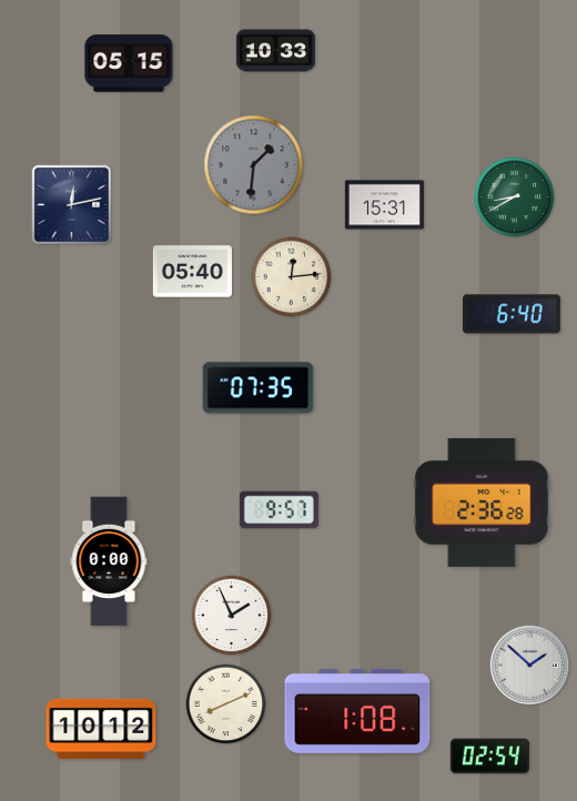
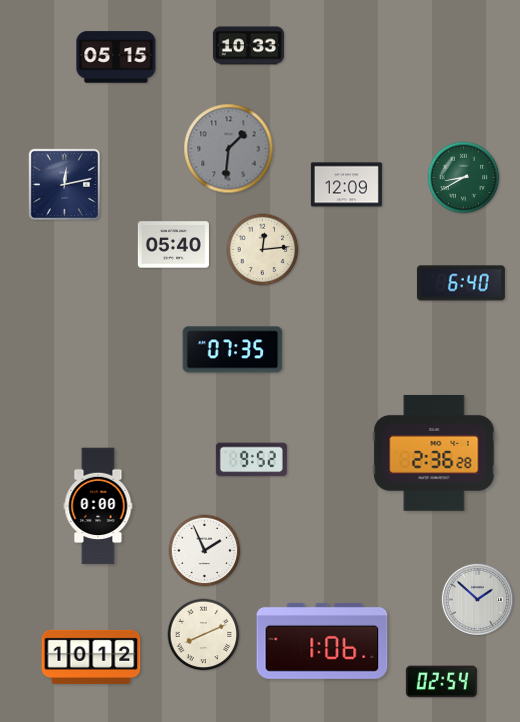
clock at (384, 205): 15:31 -> 12:09
clock at (279, 510): 9:57 -> 9:52
clock at (232, 616) position: (232, 616) -> (205, 551)
clock at (357, 711): 1:08 -> 1:06
